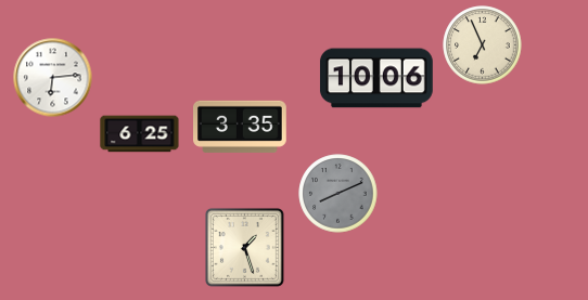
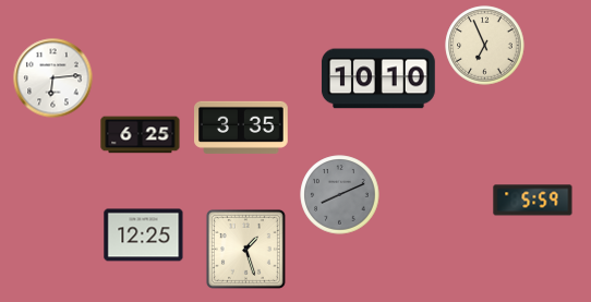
clock at (376, 78): 10:06 -> 10:10
clock at (533, 201): none -> 5:59
clock at (144, 235): none -> 12:25
